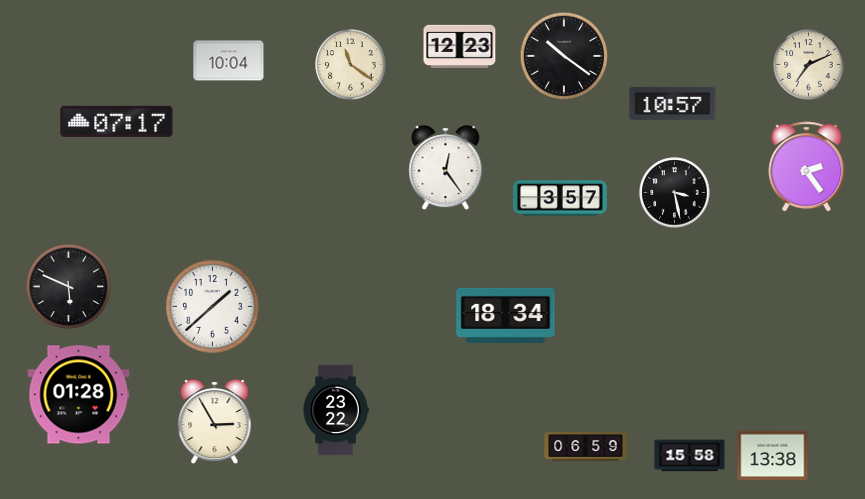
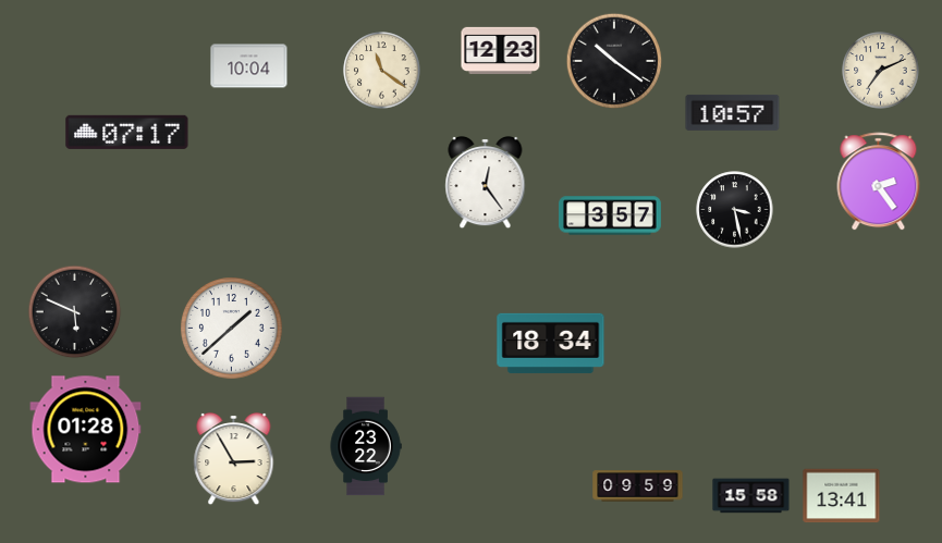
clock at (213, 307) position: (213, 307) -> (232, 329)
clock at (586, 447): 06:59 -> 09:59
clock at (773, 456): 13:38 -> 13:41
